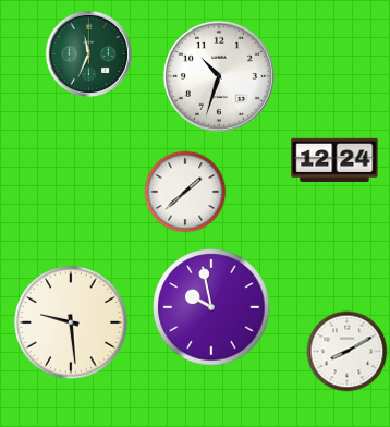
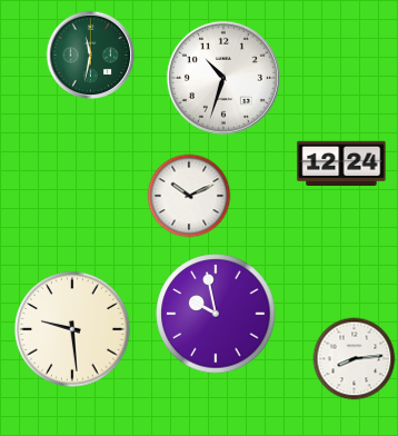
clock at (88, 53): 11:34 -> 11:32
clock at (185, 192): 1:38 -> 10:11
clock at (348, 352): 8:10 -> 8:14
